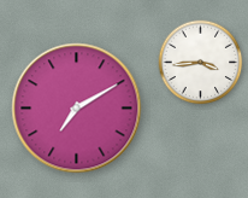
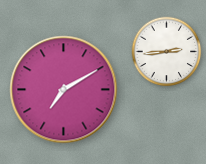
clock at (201, 63): 3:44 -> 2:44
